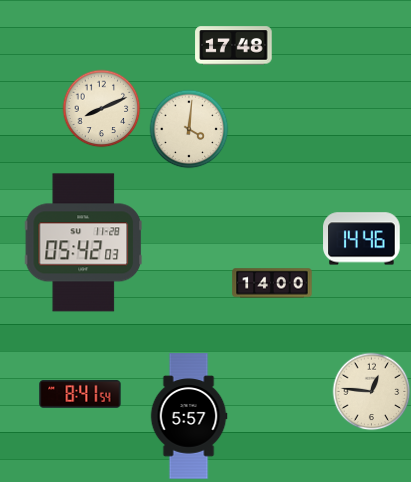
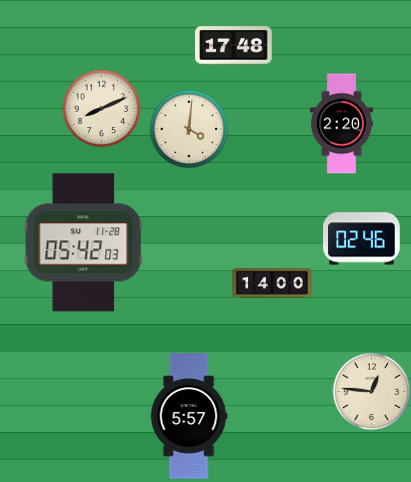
clock at (341, 124): none -> 2:20
clock at (362, 239): 14:46 -> 02:46
clock at (80, 395): 8:41 -> none
